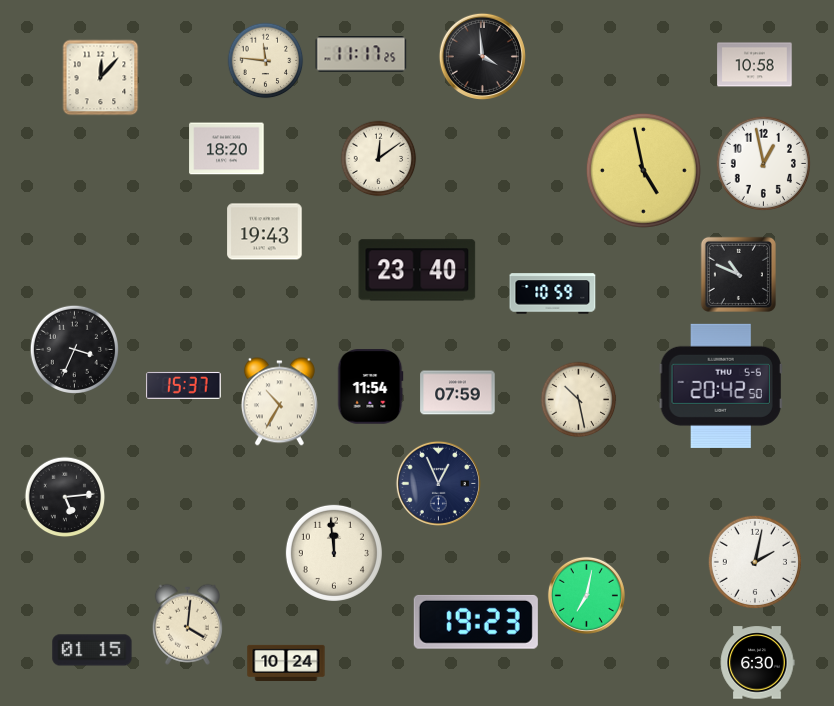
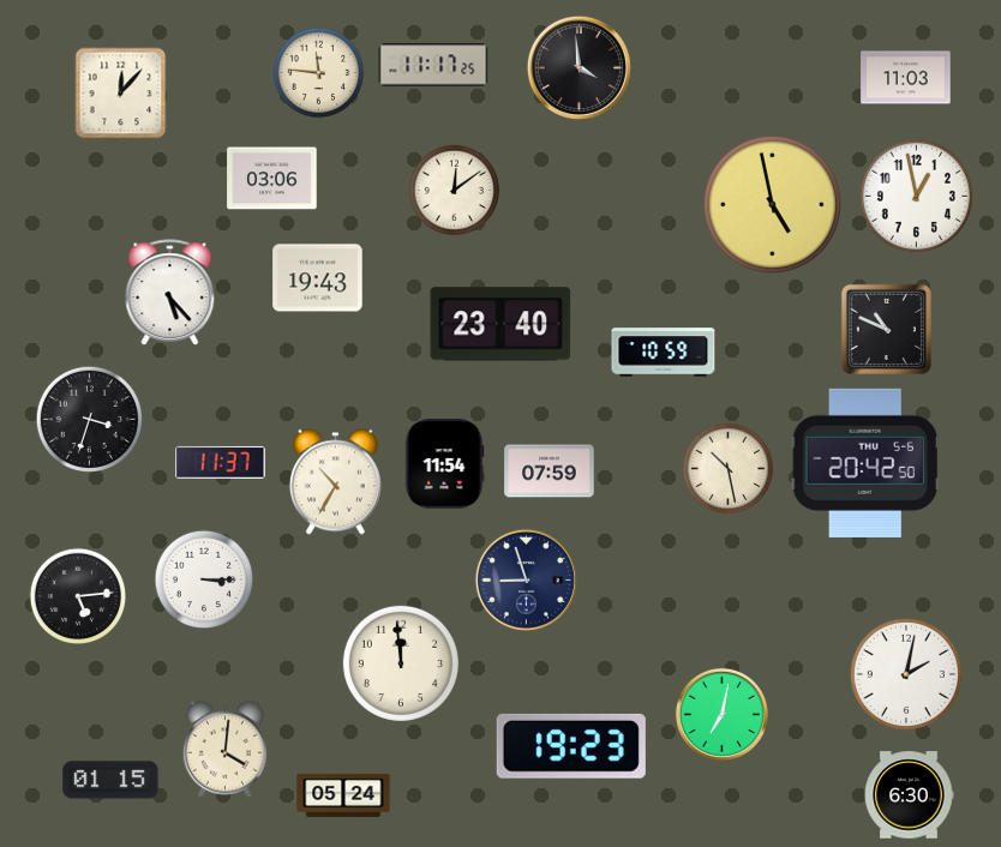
clock at (755, 65): 10:58 -> 11:03
clock at (227, 149): 18:20 -> 03:06
clock at (170, 293): none -> 5:23
clock at (74, 349): 3:34 -> 3:33
clock at (184, 385): 15:37 -> 11:37
clock at (579, 400) position: (579, 400) -> (729, 469)
clock at (204, 579): none -> 3:15
clock at (438, 483): 12:56 -> 8:57
clock at (586, 595) position: (586, 595) -> (721, 714)
clock at (286, 663): 10:24 -> 05:24
